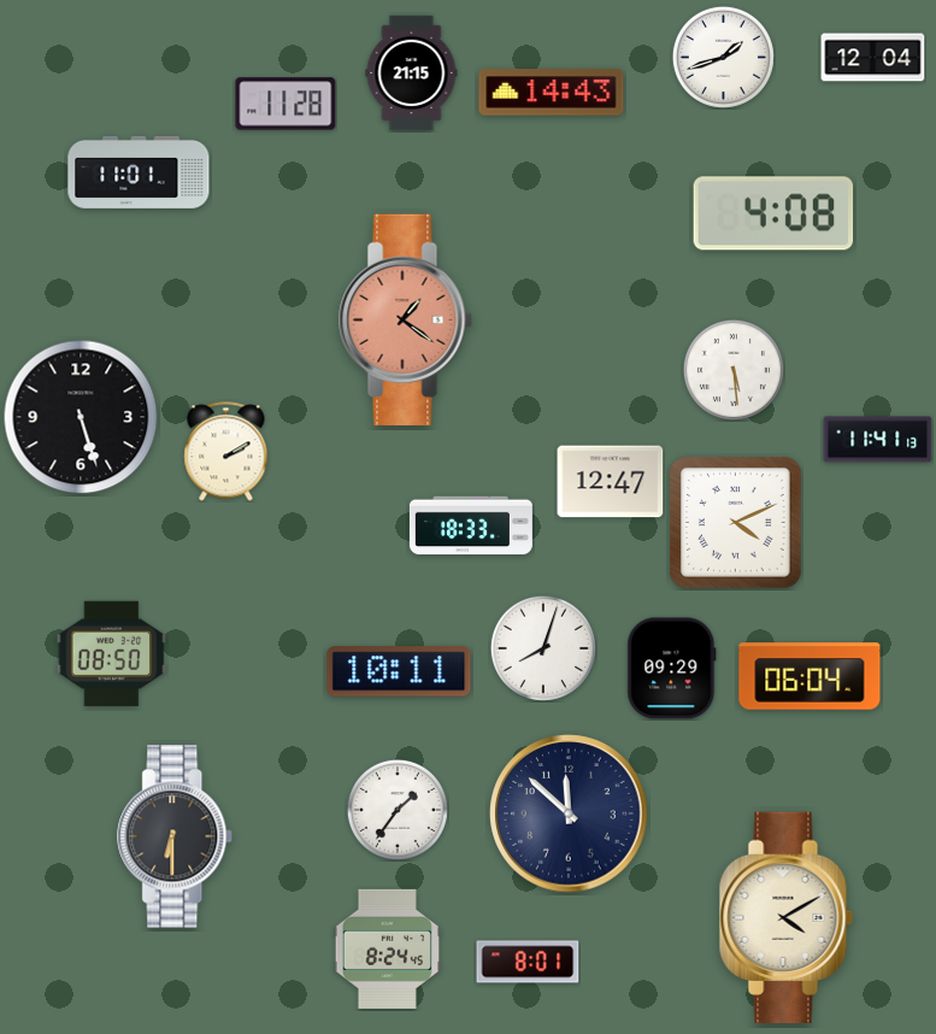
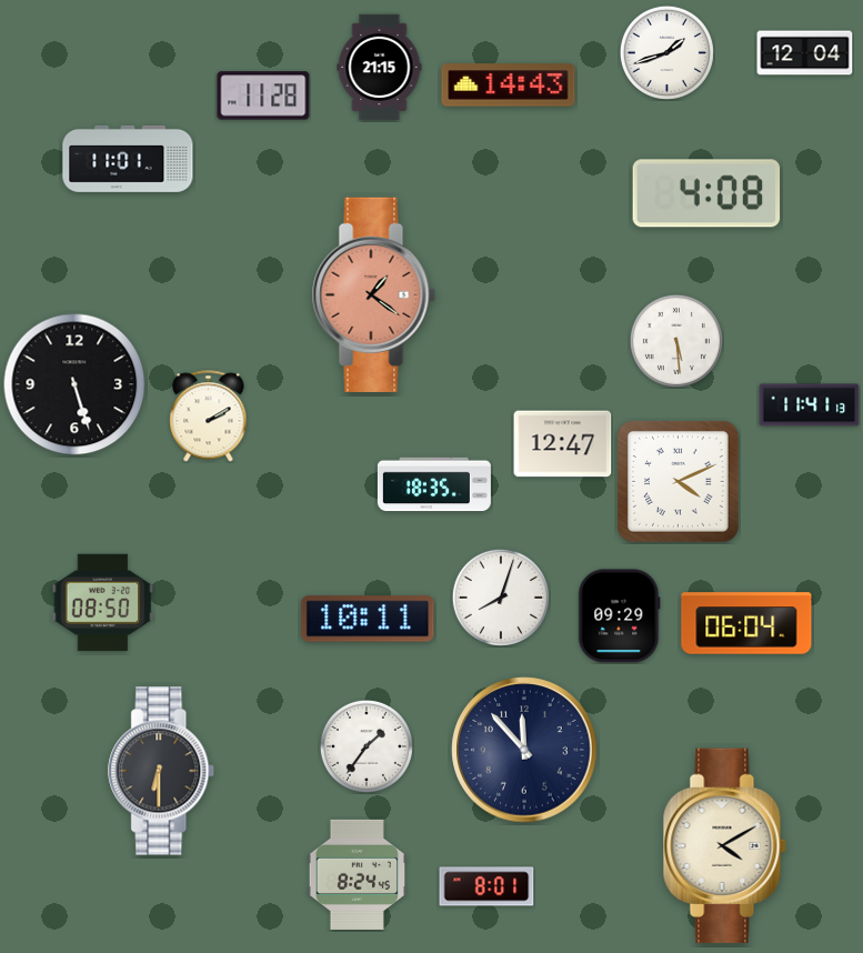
clock at (773, 213) position: (773, 213) -> (706, 193)
clock at (471, 525): 18:33 -> 18:35
clock at (569, 813): 11:52 -> 11:53
